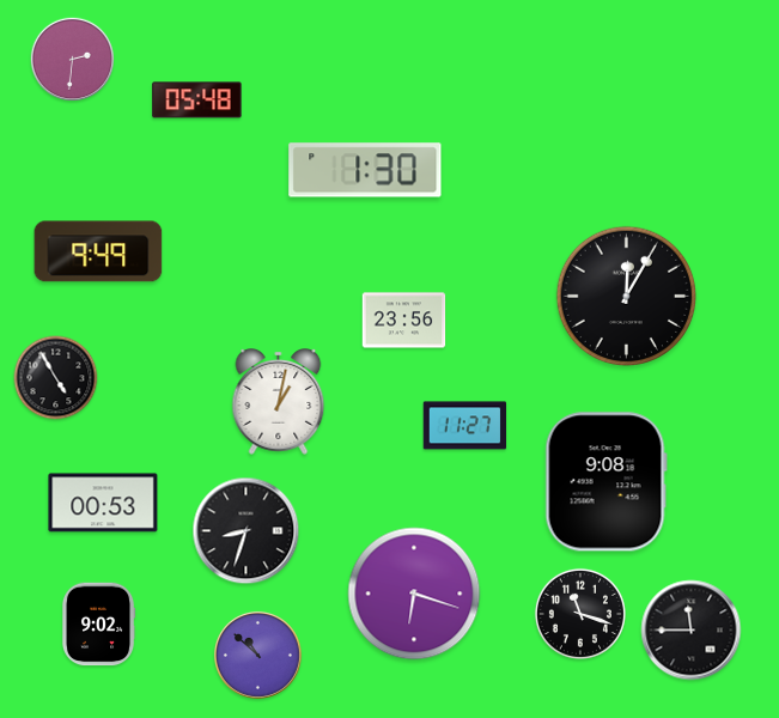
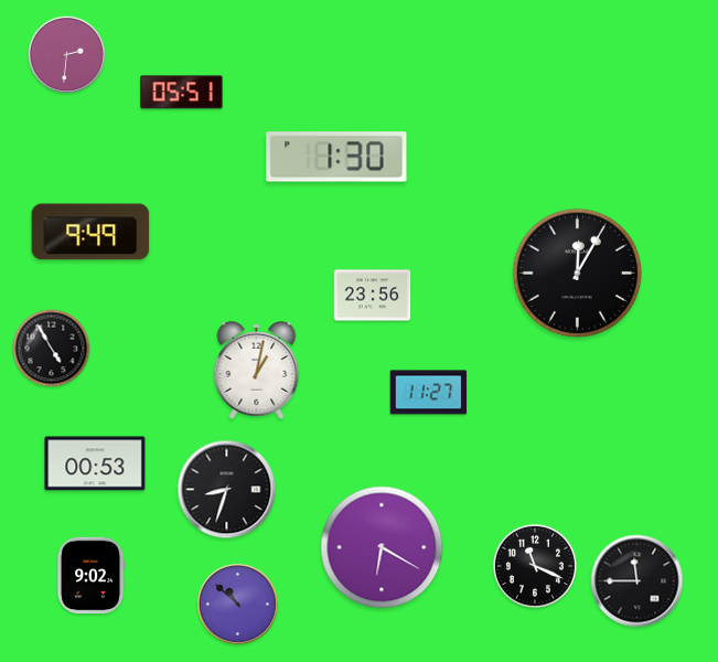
clock at (197, 101): 05:48 -> 05:51
clock at (605, 482): 9:08 -> none
clock at (414, 594): 6:18 -> 6:20
clock at (580, 614): 11:18 -> 11:19
